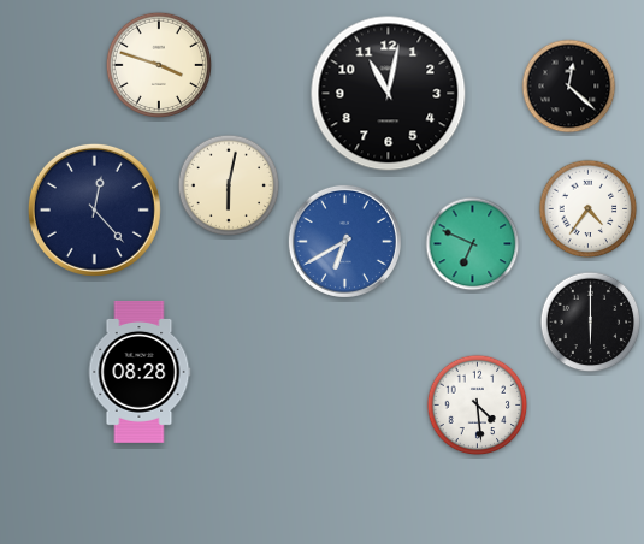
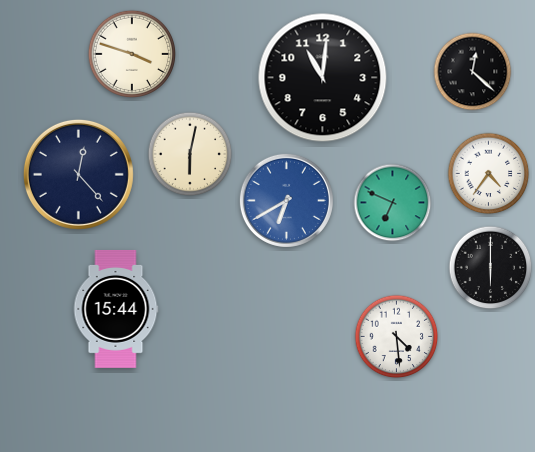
clock at (389, 94): 11:02 -> 11:01
clock at (140, 372): 08:28 -> 15:44
